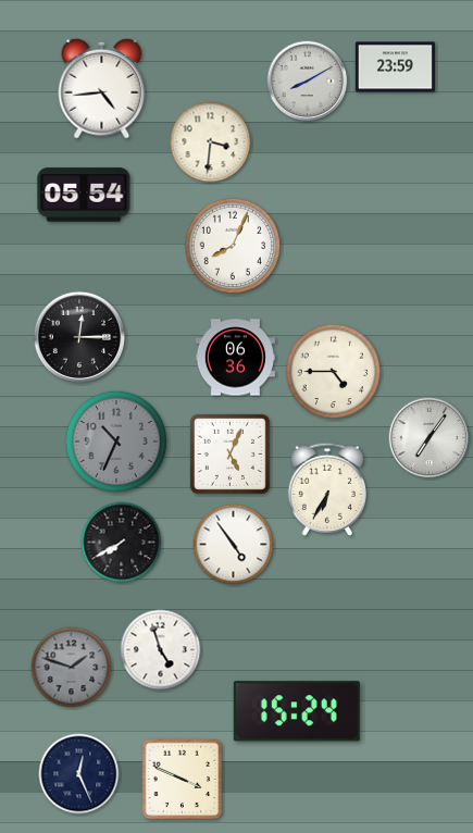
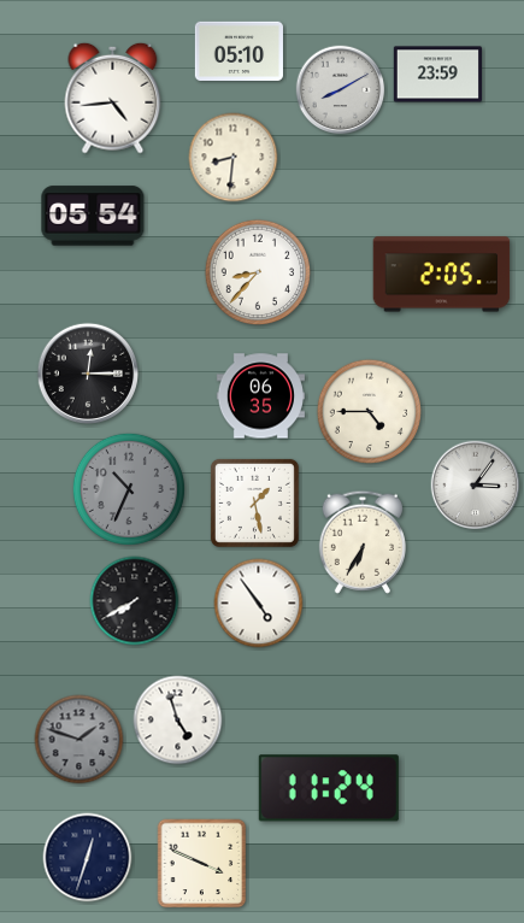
clock at (239, 52): none -> 05:10
clock at (211, 142): 3:31 -> 8:31
clock at (233, 246): 8:04 -> 8:37
clock at (442, 275): none -> 2:05
clock at (235, 358): 06:36 -> 06:35
clock at (430, 438): 7:06 -> 3:06
clock at (229, 453): 5:04 -> 1:28
clock at (297, 711): 15:24 -> 11:24
clock at (79, 774): 12:26 -> 12:33
